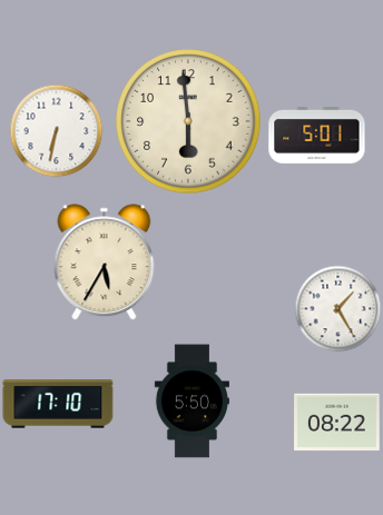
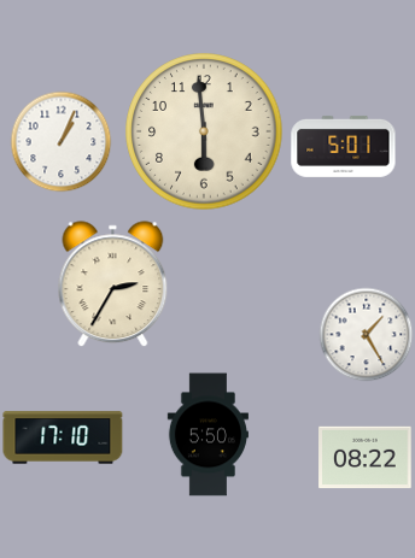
clock at (56, 130): 6:32 -> 1:04
clock at (105, 263): 5:35 -> 2:35
